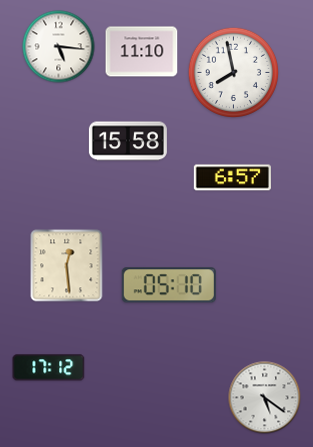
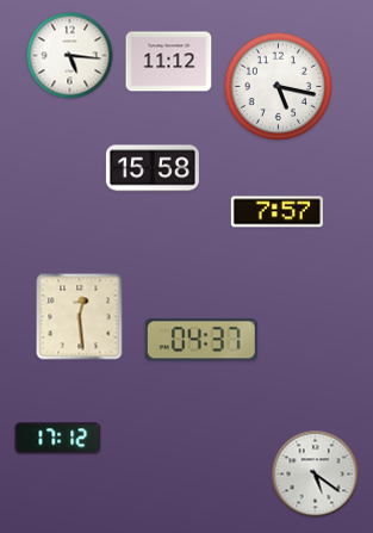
clock at (142, 52): 11:10 -> 11:12
clock at (233, 72): 7:58 -> 5:17
clock at (232, 178): 6:57 -> 7:57
clock at (169, 285): 05:10 -> 04:37
